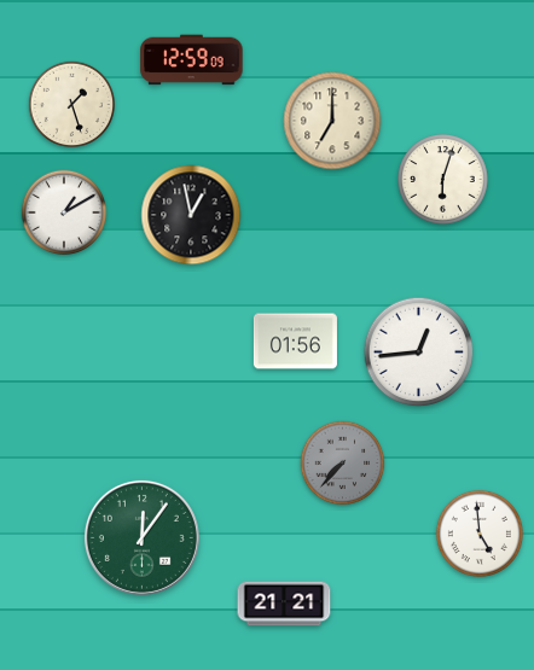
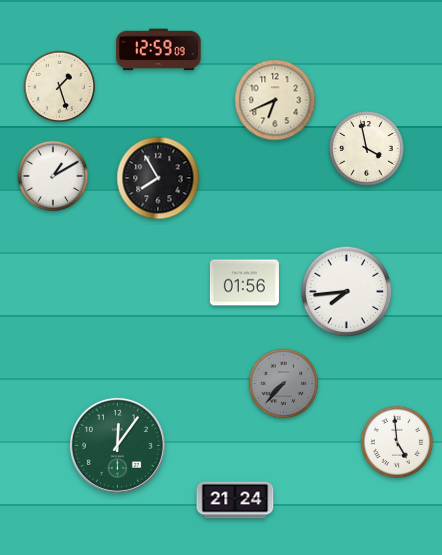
clock at (332, 121): 7:00 -> 6:41
clock at (443, 180): 6:03 -> 3:58
clock at (191, 215): 12:58 -> 7:55
clock at (419, 353): 12:44 -> 7:44
clock at (284, 604): 21:21 -> 21:24
